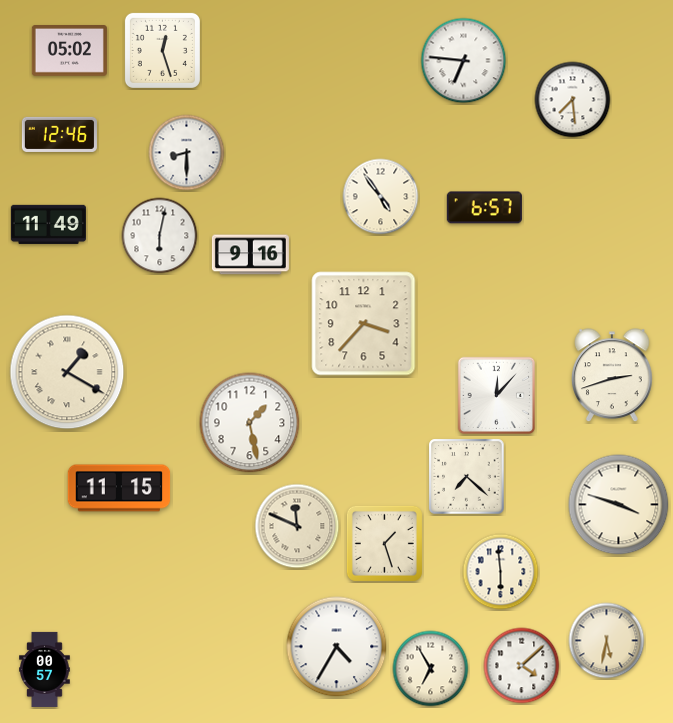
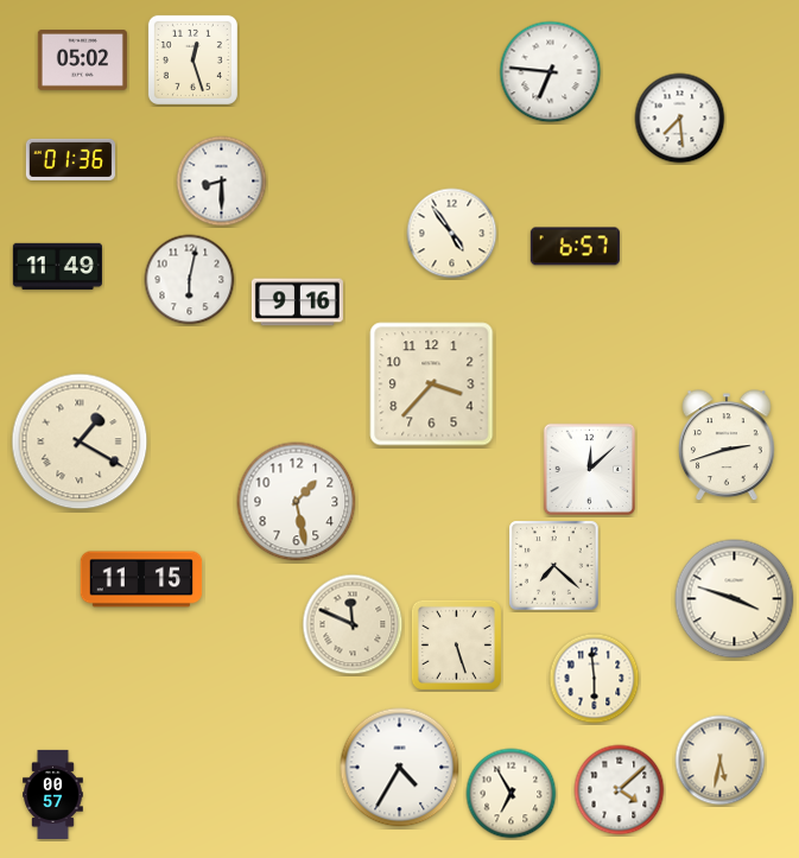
clock at (59, 134): 12:46 -> 01:36
clock at (497, 396): 12:07 -> 12:08
clock at (384, 543): 1:27 -> 5:27
